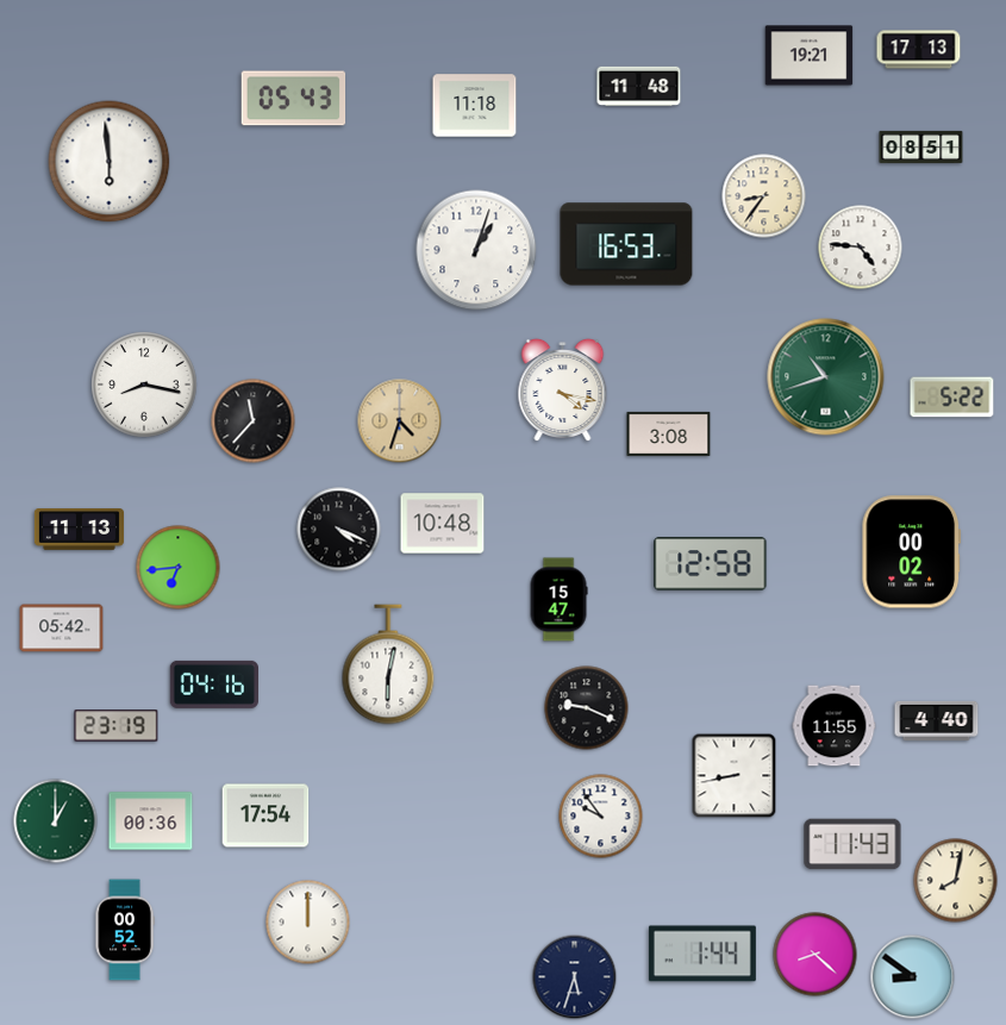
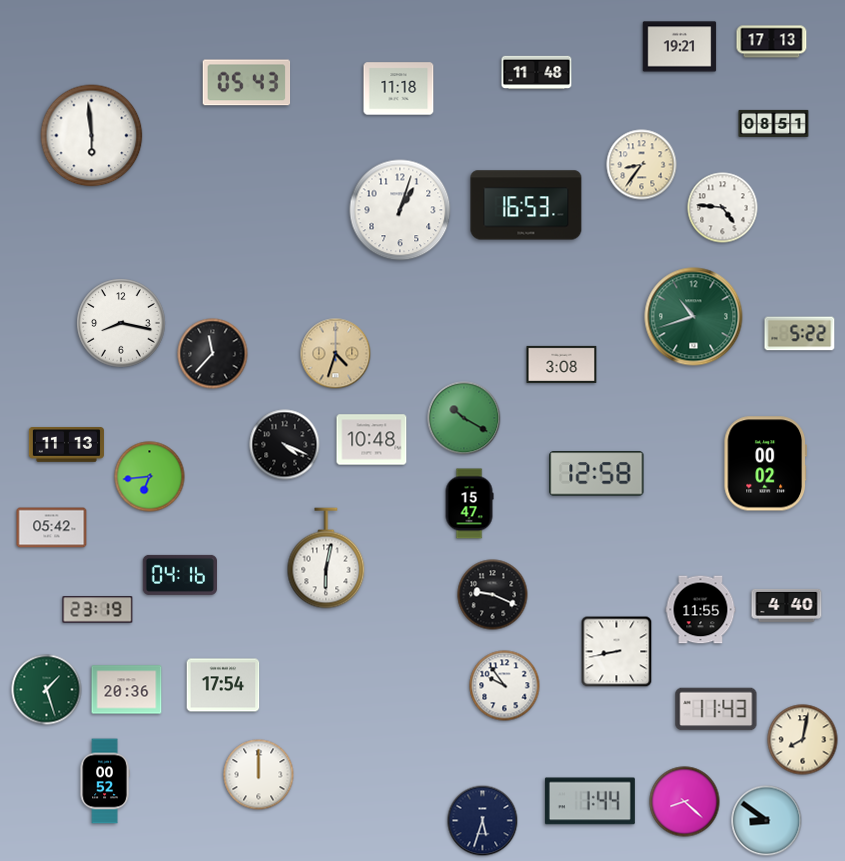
clock at (563, 390): 4:17 -> none
clock at (464, 418): none -> 10:20
clock at (56, 821): 1:00 -> 1:27
clock at (151, 821): 00:36 -> 20:36
